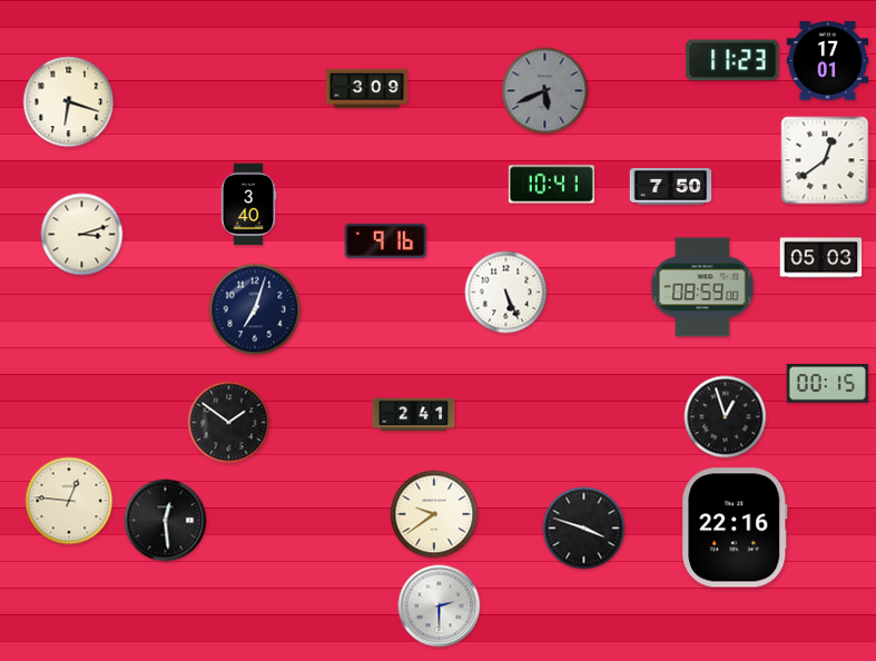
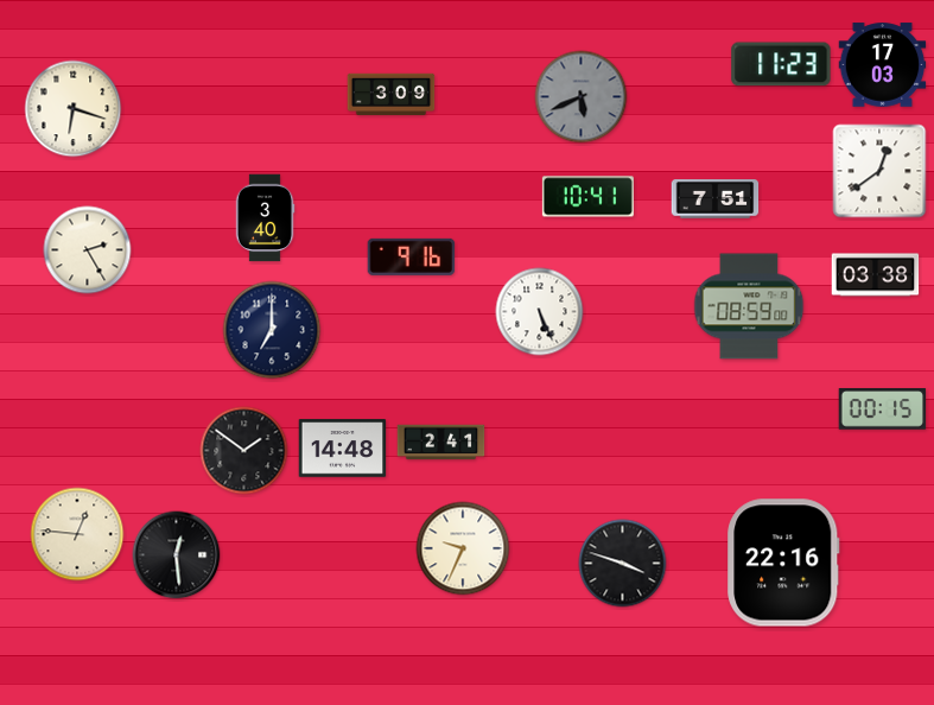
clock at (828, 61): 17:01 -> 17:03
clock at (671, 187): 7:50 -> 7:51
clock at (82, 235): 3:12 -> 2:25
clock at (821, 258): 05:03 -> 03:38
clock at (255, 309): 7:03 -> 7:00
clock at (726, 417): 12:57 -> none
clock at (343, 449): none -> 14:48
clock at (69, 501) position: (69, 501) -> (77, 534)
clock at (434, 514): 9:39 -> 9:34
clock at (440, 606): 2:30 -> none
